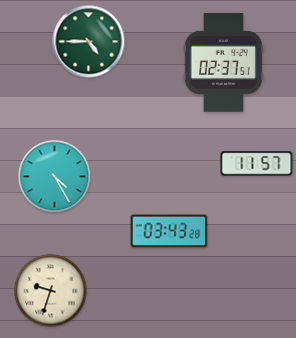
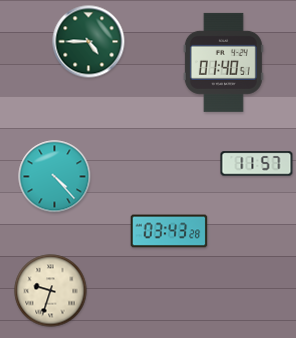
clock at (223, 62): 02:37 -> 01:40
clock at (55, 177): 4:25 -> 4:23
